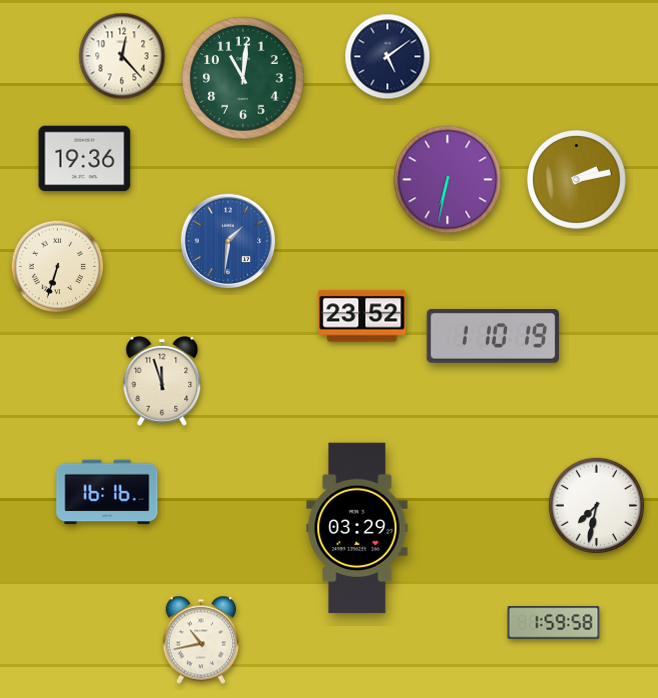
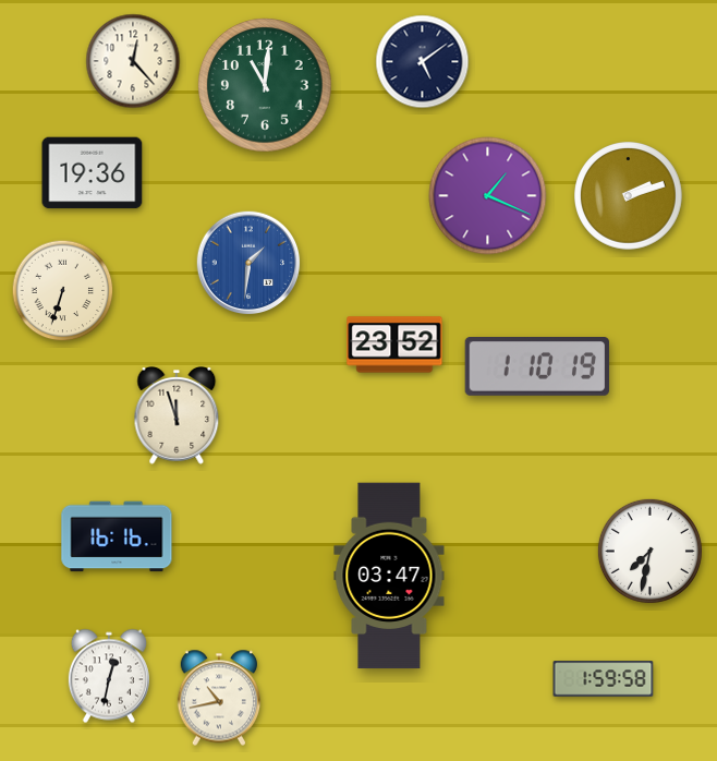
clock at (448, 180): 6:32 -> 1:19
clock at (577, 180): 2:13 -> 2:12
clock at (357, 528): 03:29 -> 03:47
clock at (109, 676): none -> 12:32
